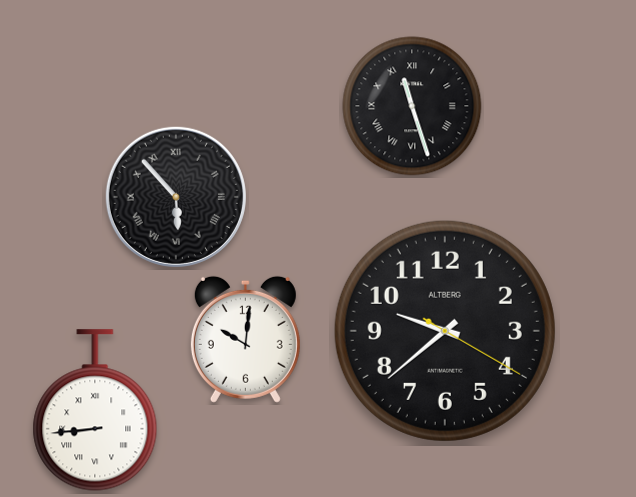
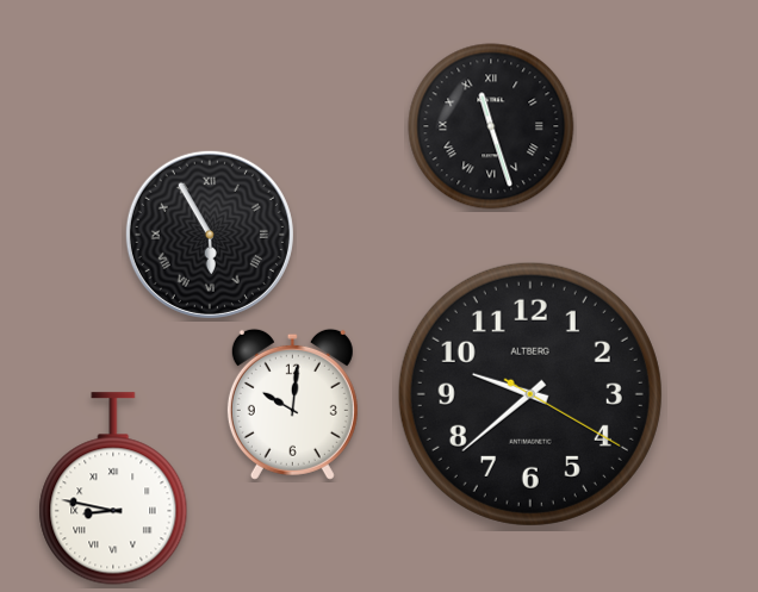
clock at (176, 197): 5:53 -> 5:55
clock at (95, 410): 8:44 -> 8:47
